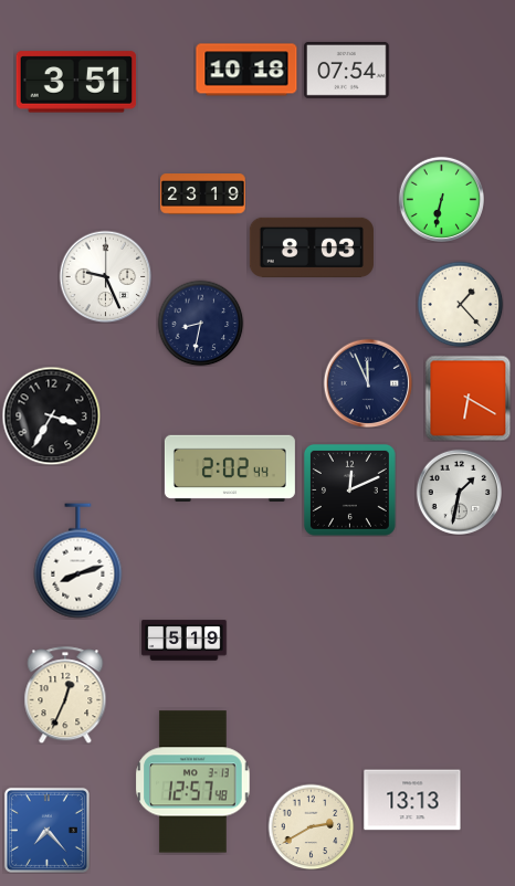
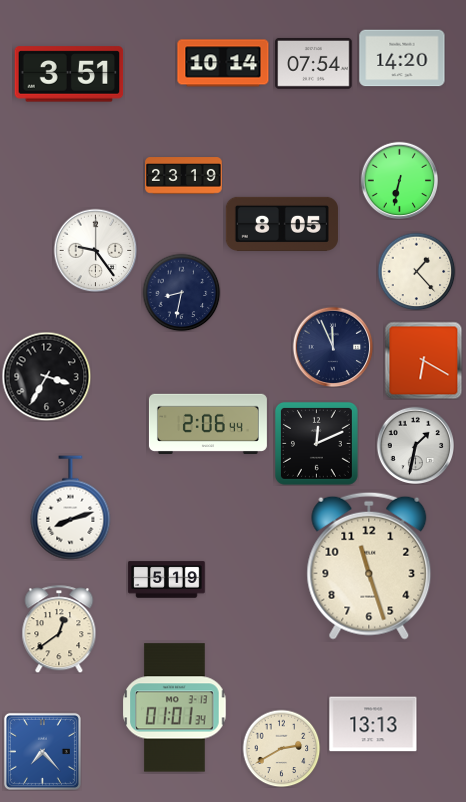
clock at (402, 58): none -> 14:20
clock at (246, 70): 10:18 -> 10:14
clock at (311, 247): 8:03 -> 8:05
clock at (105, 276): 9:26 -> 9:24
clock at (460, 304) position: (460, 304) -> (416, 271)
clock at (230, 467): 2:02 -> 2:06
clock at (369, 566): none -> 11:27
clock at (65, 695): 12:34 -> 12:39
clock at (193, 782): 12:57 -> 01:01
